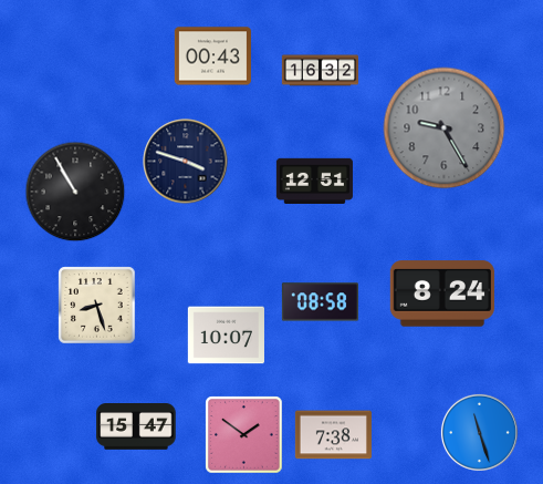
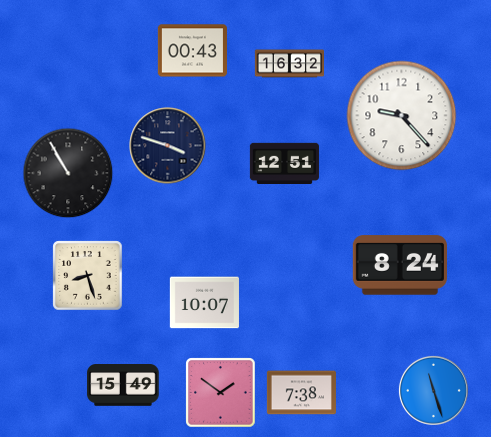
clock at (445, 128): 9:25 -> 9:23
clock at (445, 128) dial: grey -> white
clock at (320, 302): 08:58 -> none
clock at (136, 428): 15:47 -> 15:49
